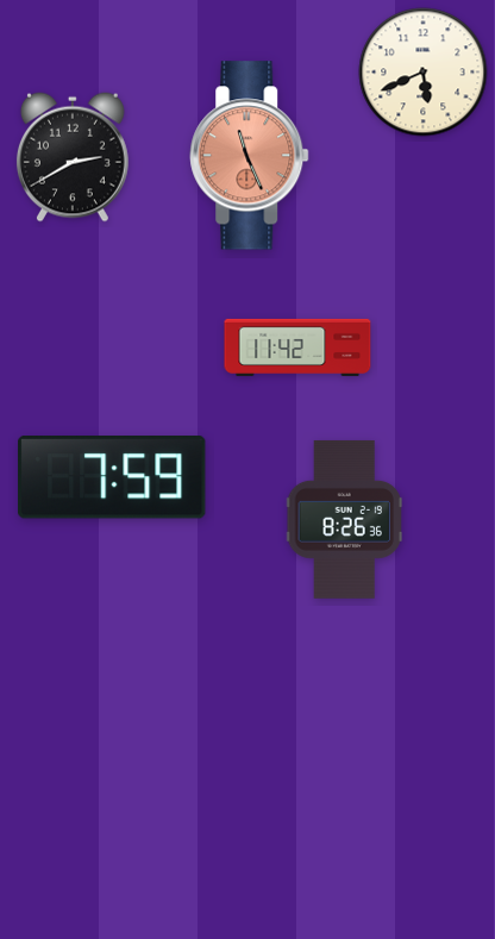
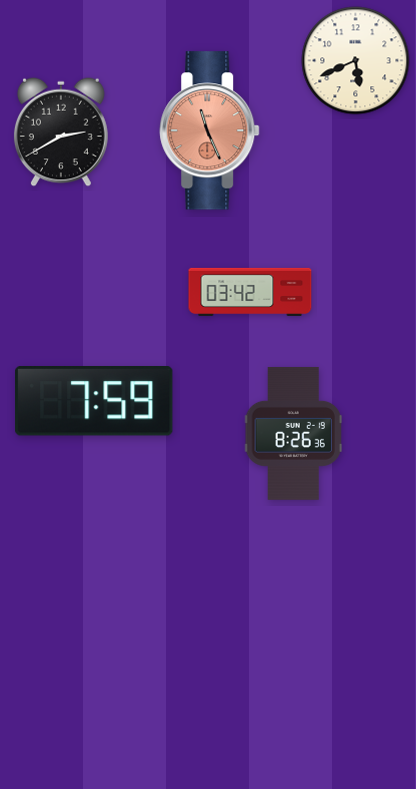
clock at (297, 348): 11:42 -> 03:42
clock at (344, 519) position: (344, 519) -> (293, 433)
